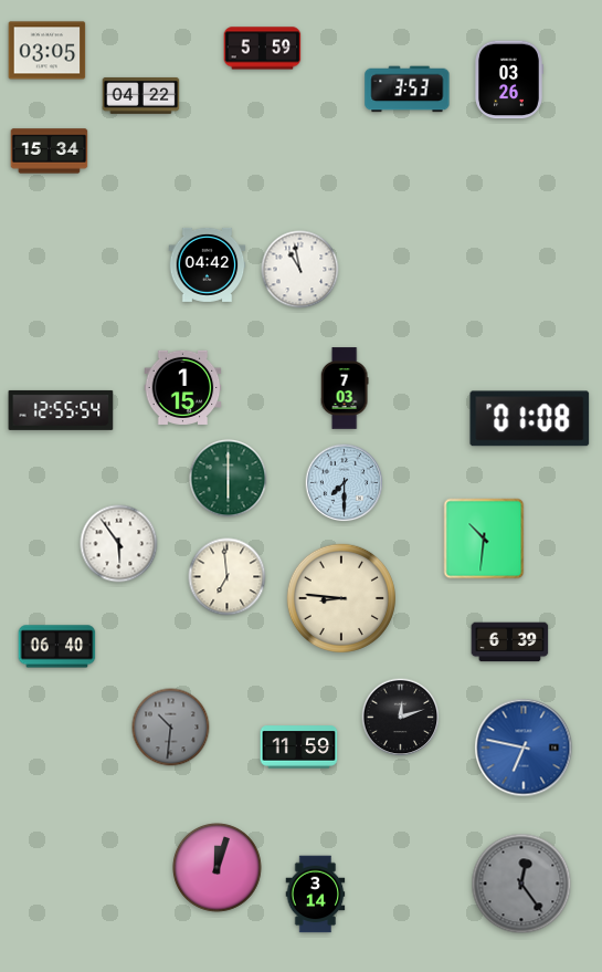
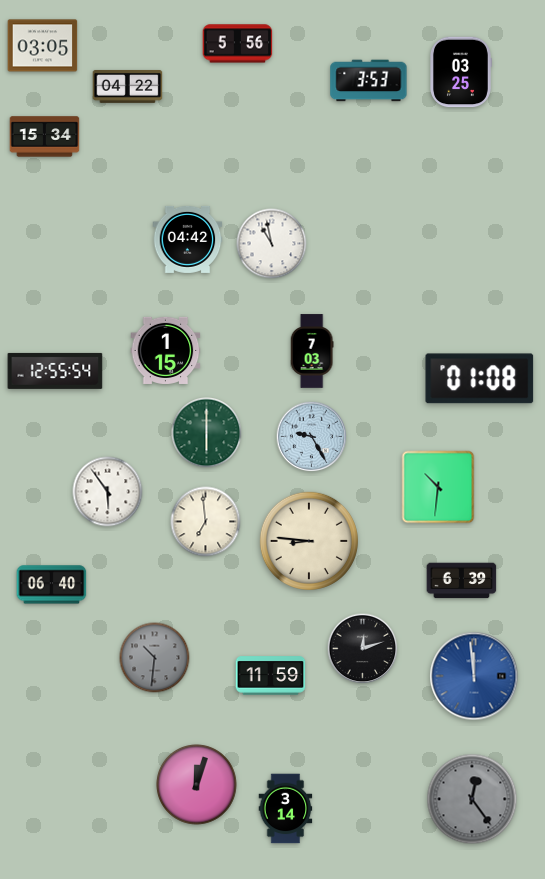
clock at (263, 49): 5:59 -> 5:56
clock at (509, 80): 03:26 -> 03:25
clock at (345, 483): 7:30 -> 9:25
clock at (524, 748): 6:47 -> 11:59
